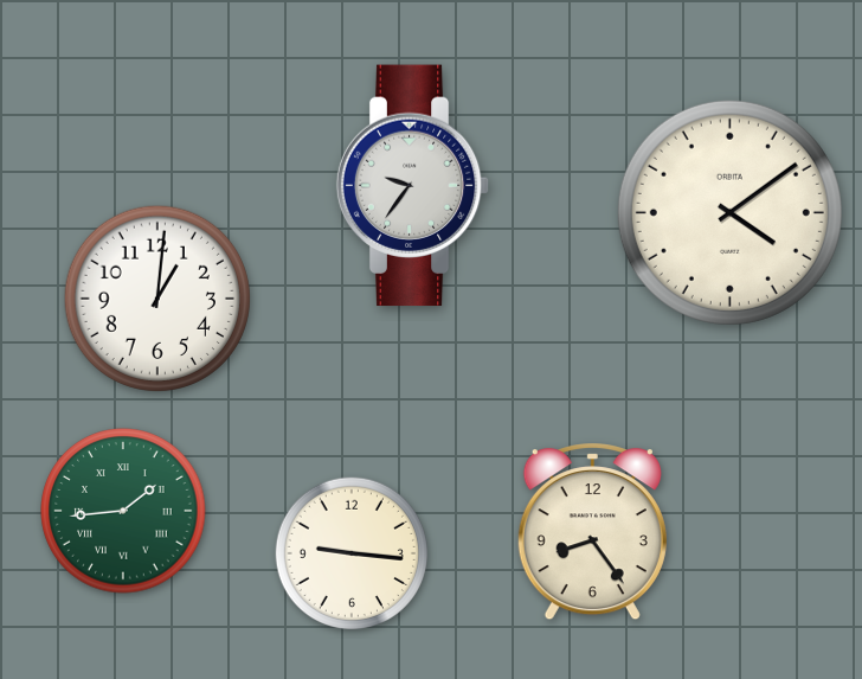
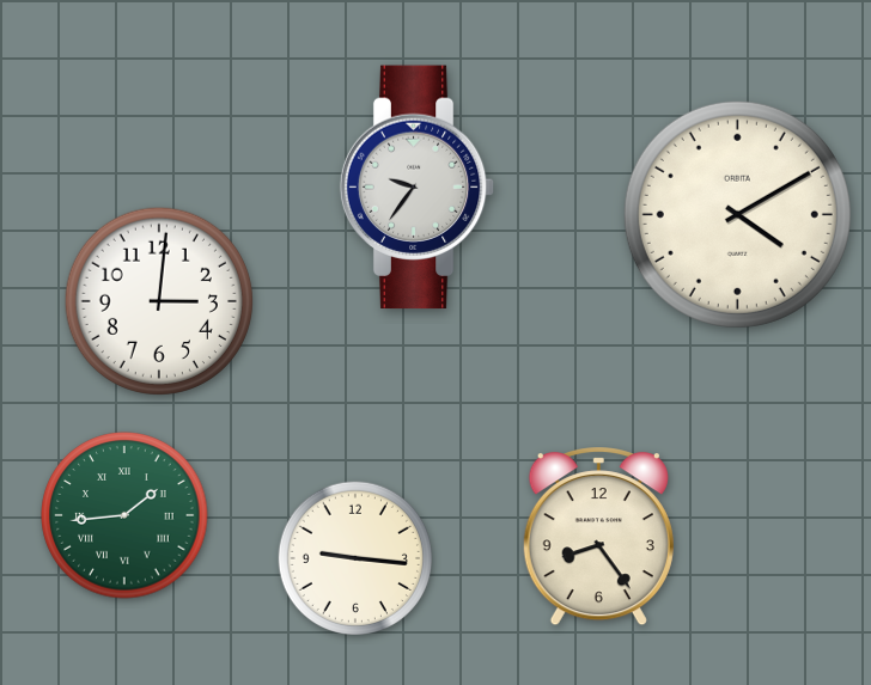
clock at (729, 212): 4:09 -> 4:10
clock at (157, 299): 1:01 -> 3:01
